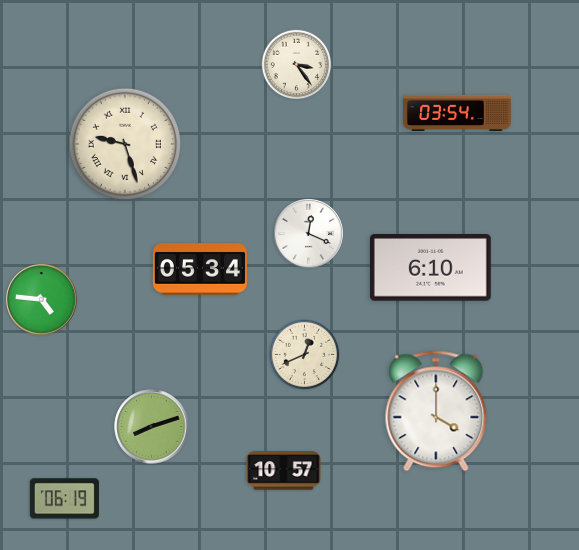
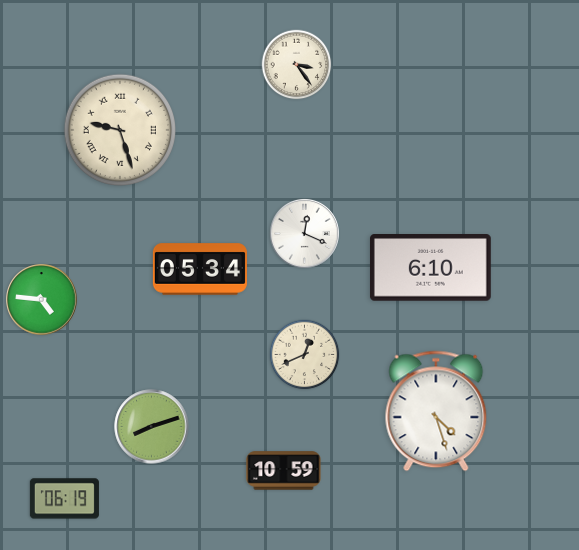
clock at (458, 113): 03:54 -> none
clock at (124, 143) position: (124, 143) -> (119, 129)
clock at (308, 233) position: (308, 233) -> (304, 233)
clock at (436, 411): 4:00 -> 4:27
clock at (284, 471): 10:57 -> 10:59
